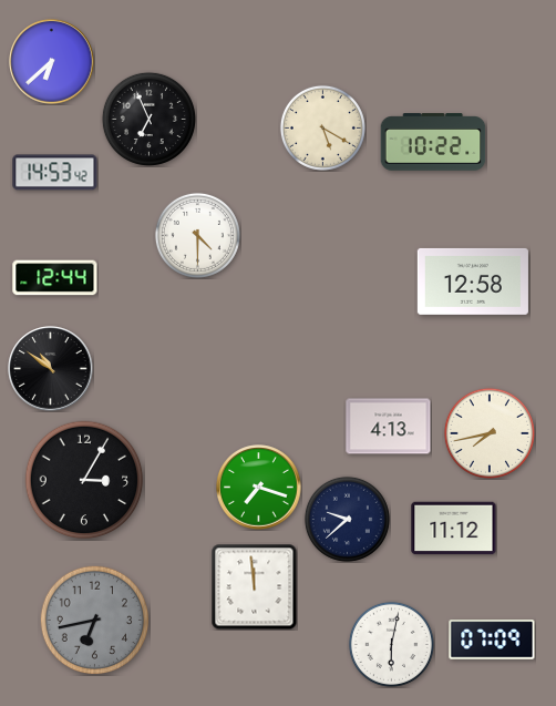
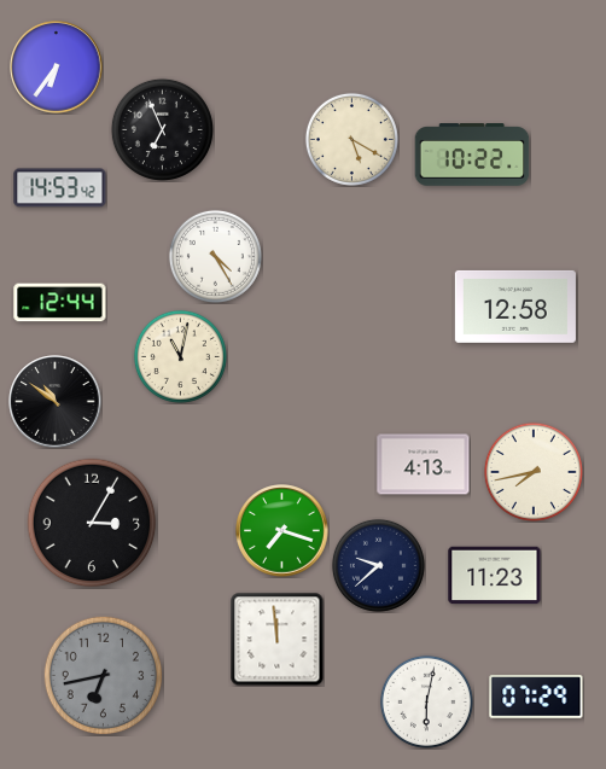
clock at (52, 62): 6:38 -> 6:36
clock at (197, 235): 4:30 -> 4:25
clock at (180, 356): none -> 11:02
clock at (454, 529): 11:12 -> 11:23
clock at (492, 640): 07:09 -> 07:29
